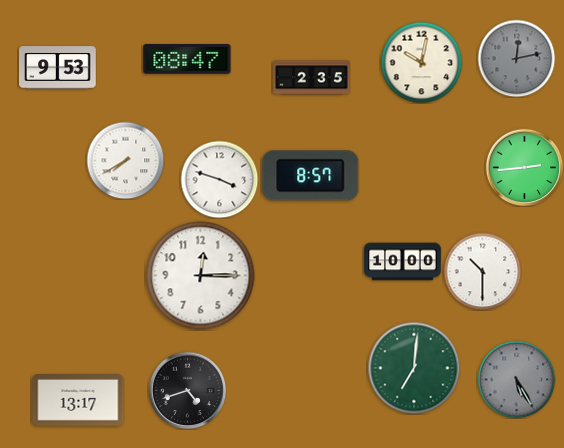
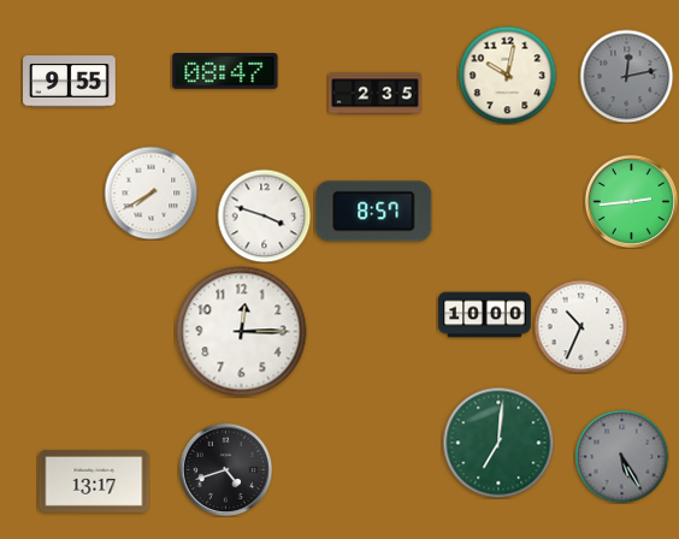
clock at (516, 58) position: (516, 58) -> (626, 76)
clock at (58, 68): 9:53 -> 9:55
clock at (482, 271): 10:30 -> 10:34
